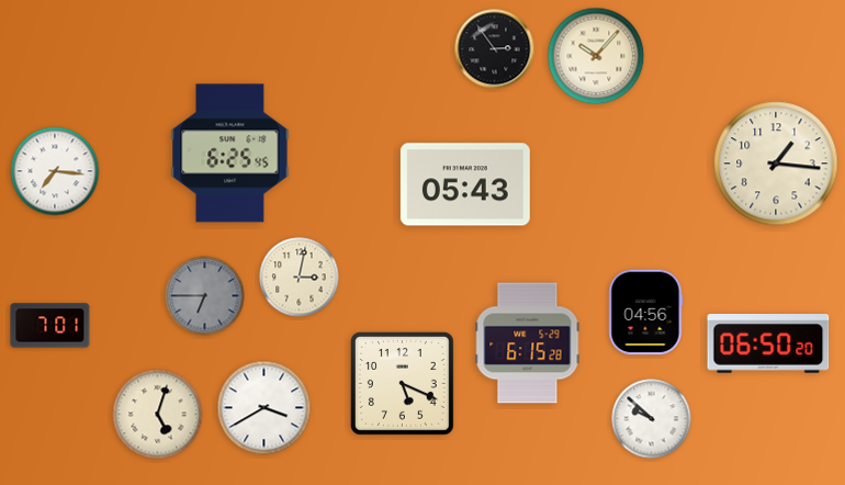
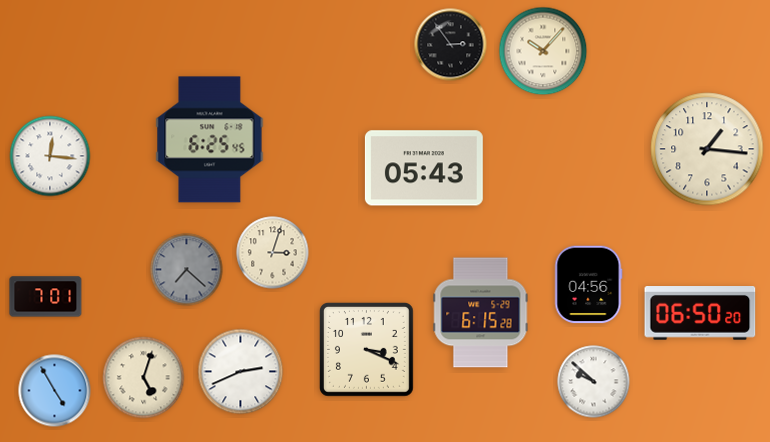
clock at (55, 171): 7:16 -> 12:16
clock at (300, 278): 3:02 -> 3:03
clock at (205, 296): 6:45 -> 7:22
clock at (402, 383): 5:19 -> 3:19
clock at (264, 408): 3:40 -> 2:41
clock at (55, 391): none -> 4:55
